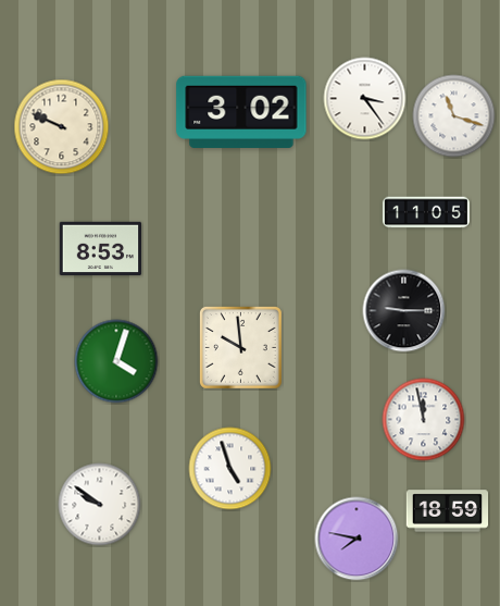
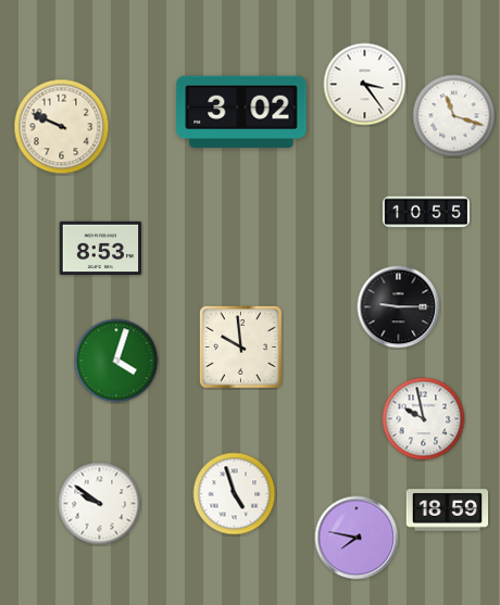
clock at (365, 99) position: (365, 99) -> (365, 85)
clock at (426, 212): 11:05 -> 10:55
clock at (404, 311) position: (404, 311) -> (399, 307)
clock at (424, 420): 11:58 -> 9:58
clock at (230, 469) position: (230, 469) -> (235, 494)
